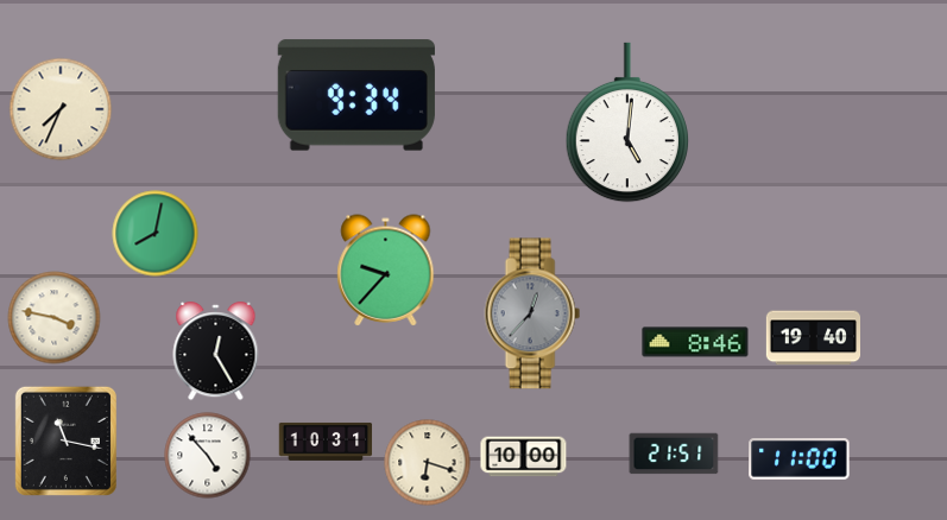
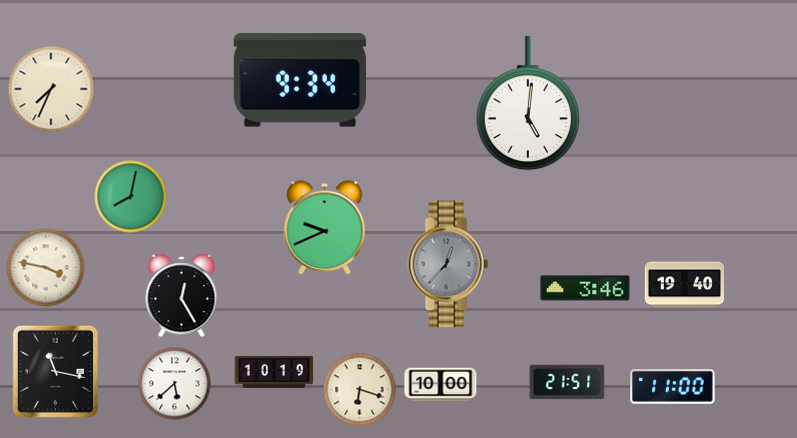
clock at (61, 109) position: (61, 109) -> (51, 89)
clock at (386, 271): 9:37 -> 9:41
clock at (695, 342): 8:46 -> 3:46
clock at (326, 442): 10:31 -> 10:19
clock at (208, 456): 4:53 -> 5:38
